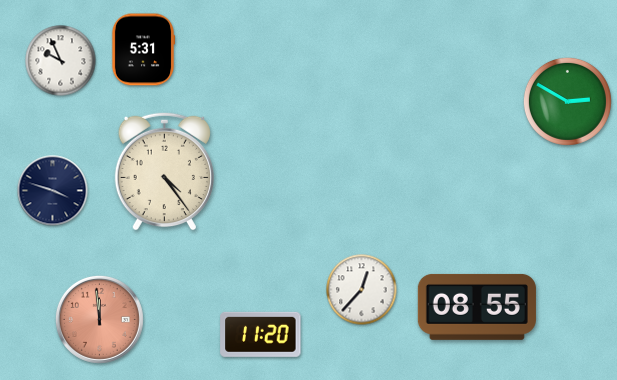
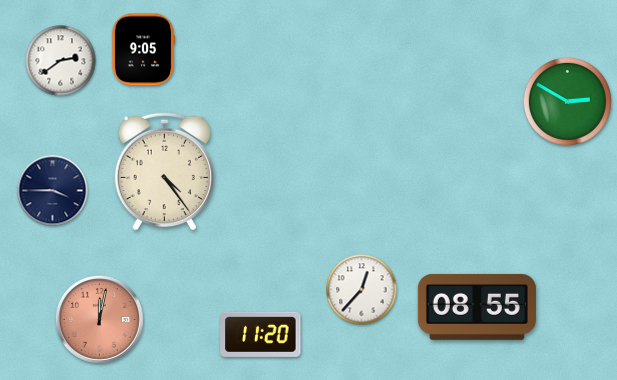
clock at (143, 50): 5:31 -> 9:05
clock at (61, 61): 9:56 -> 2:39
clock at (53, 191): 3:48 -> 3:45
clock at (99, 319): 11:59 -> 12:02
